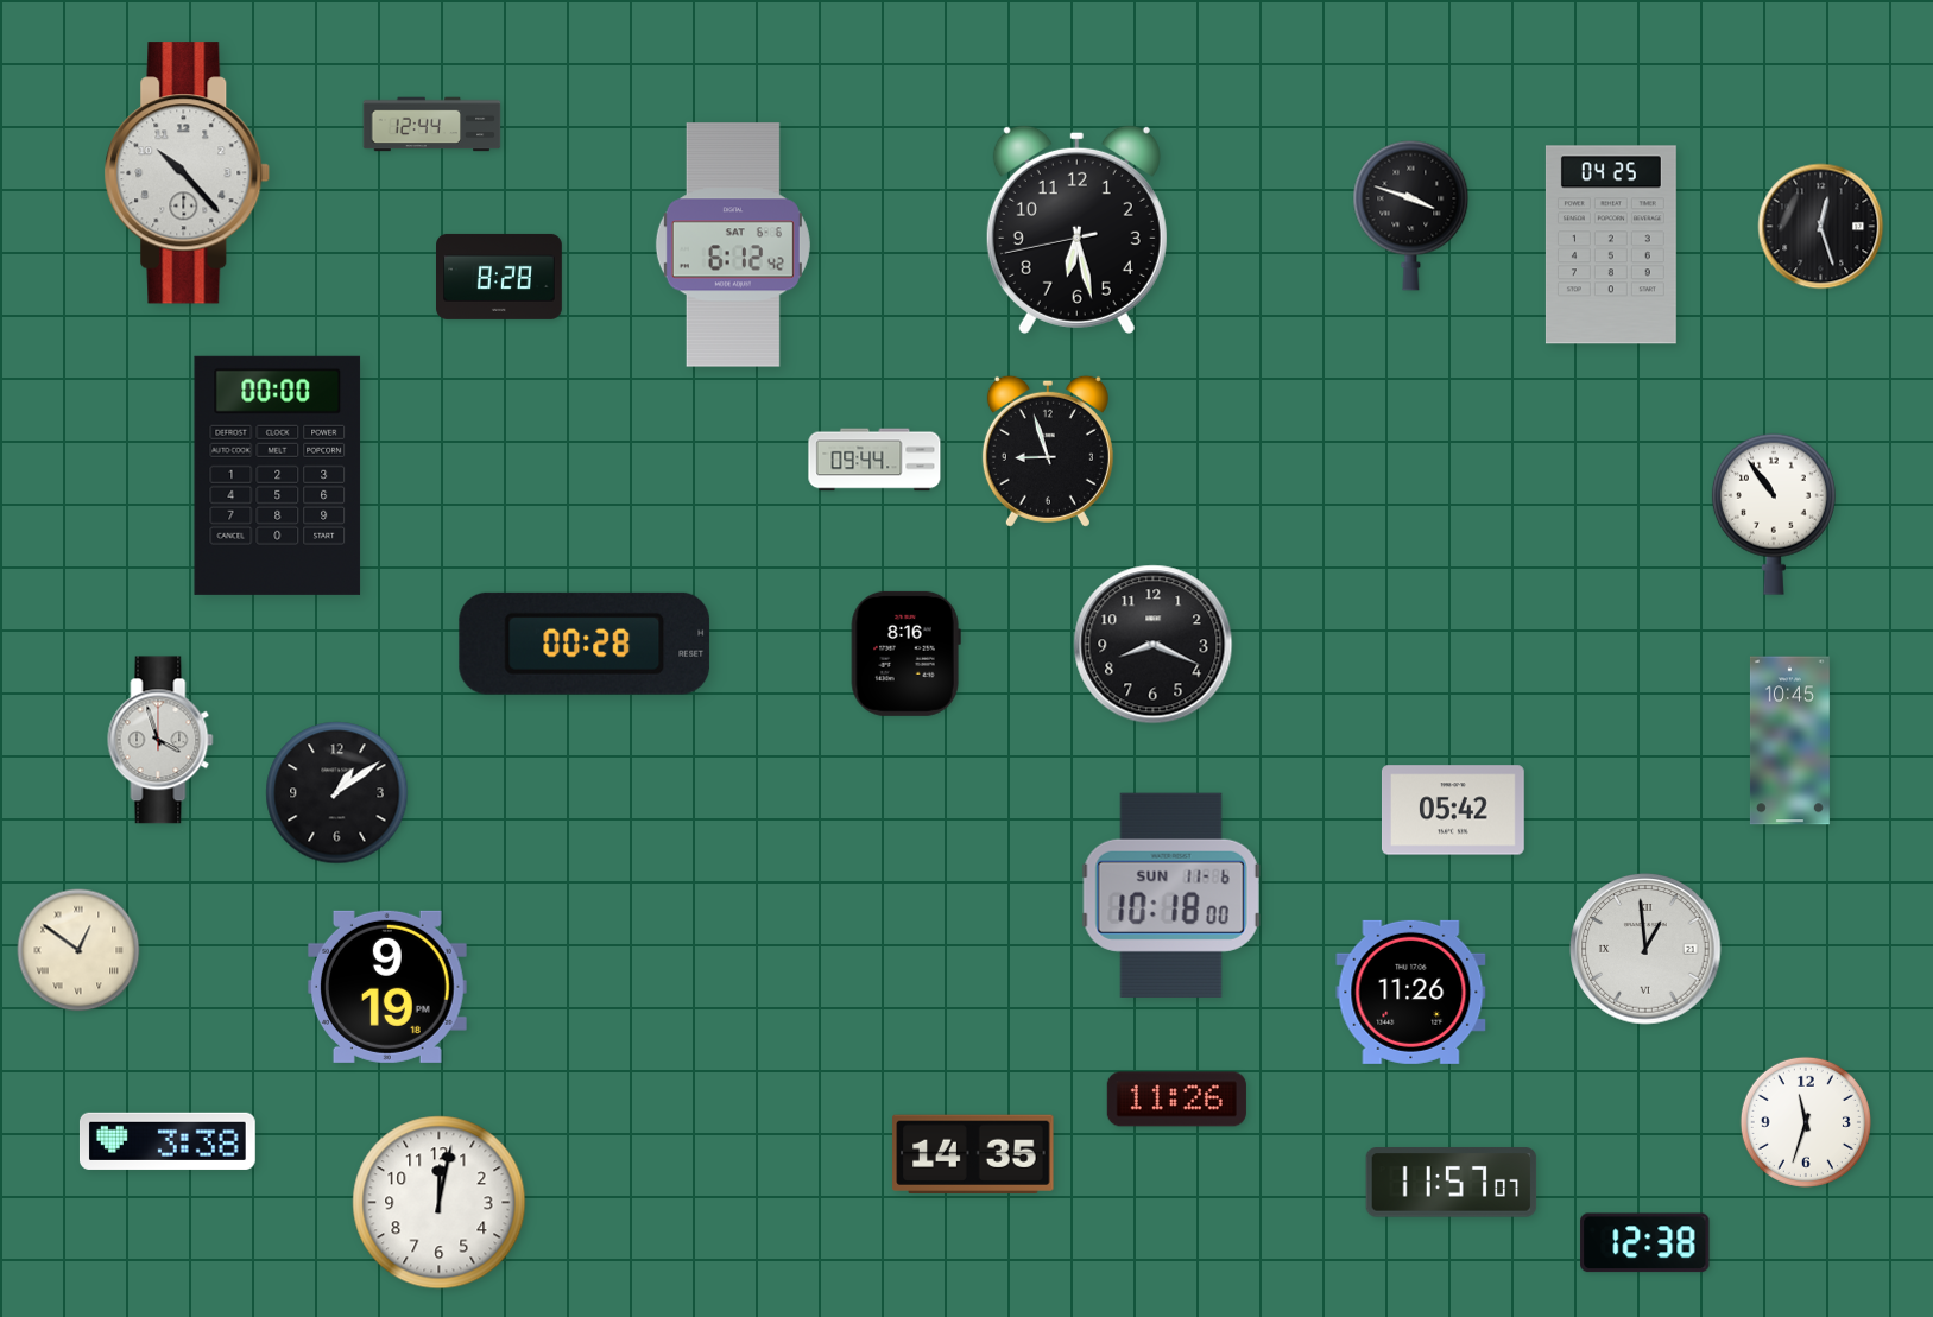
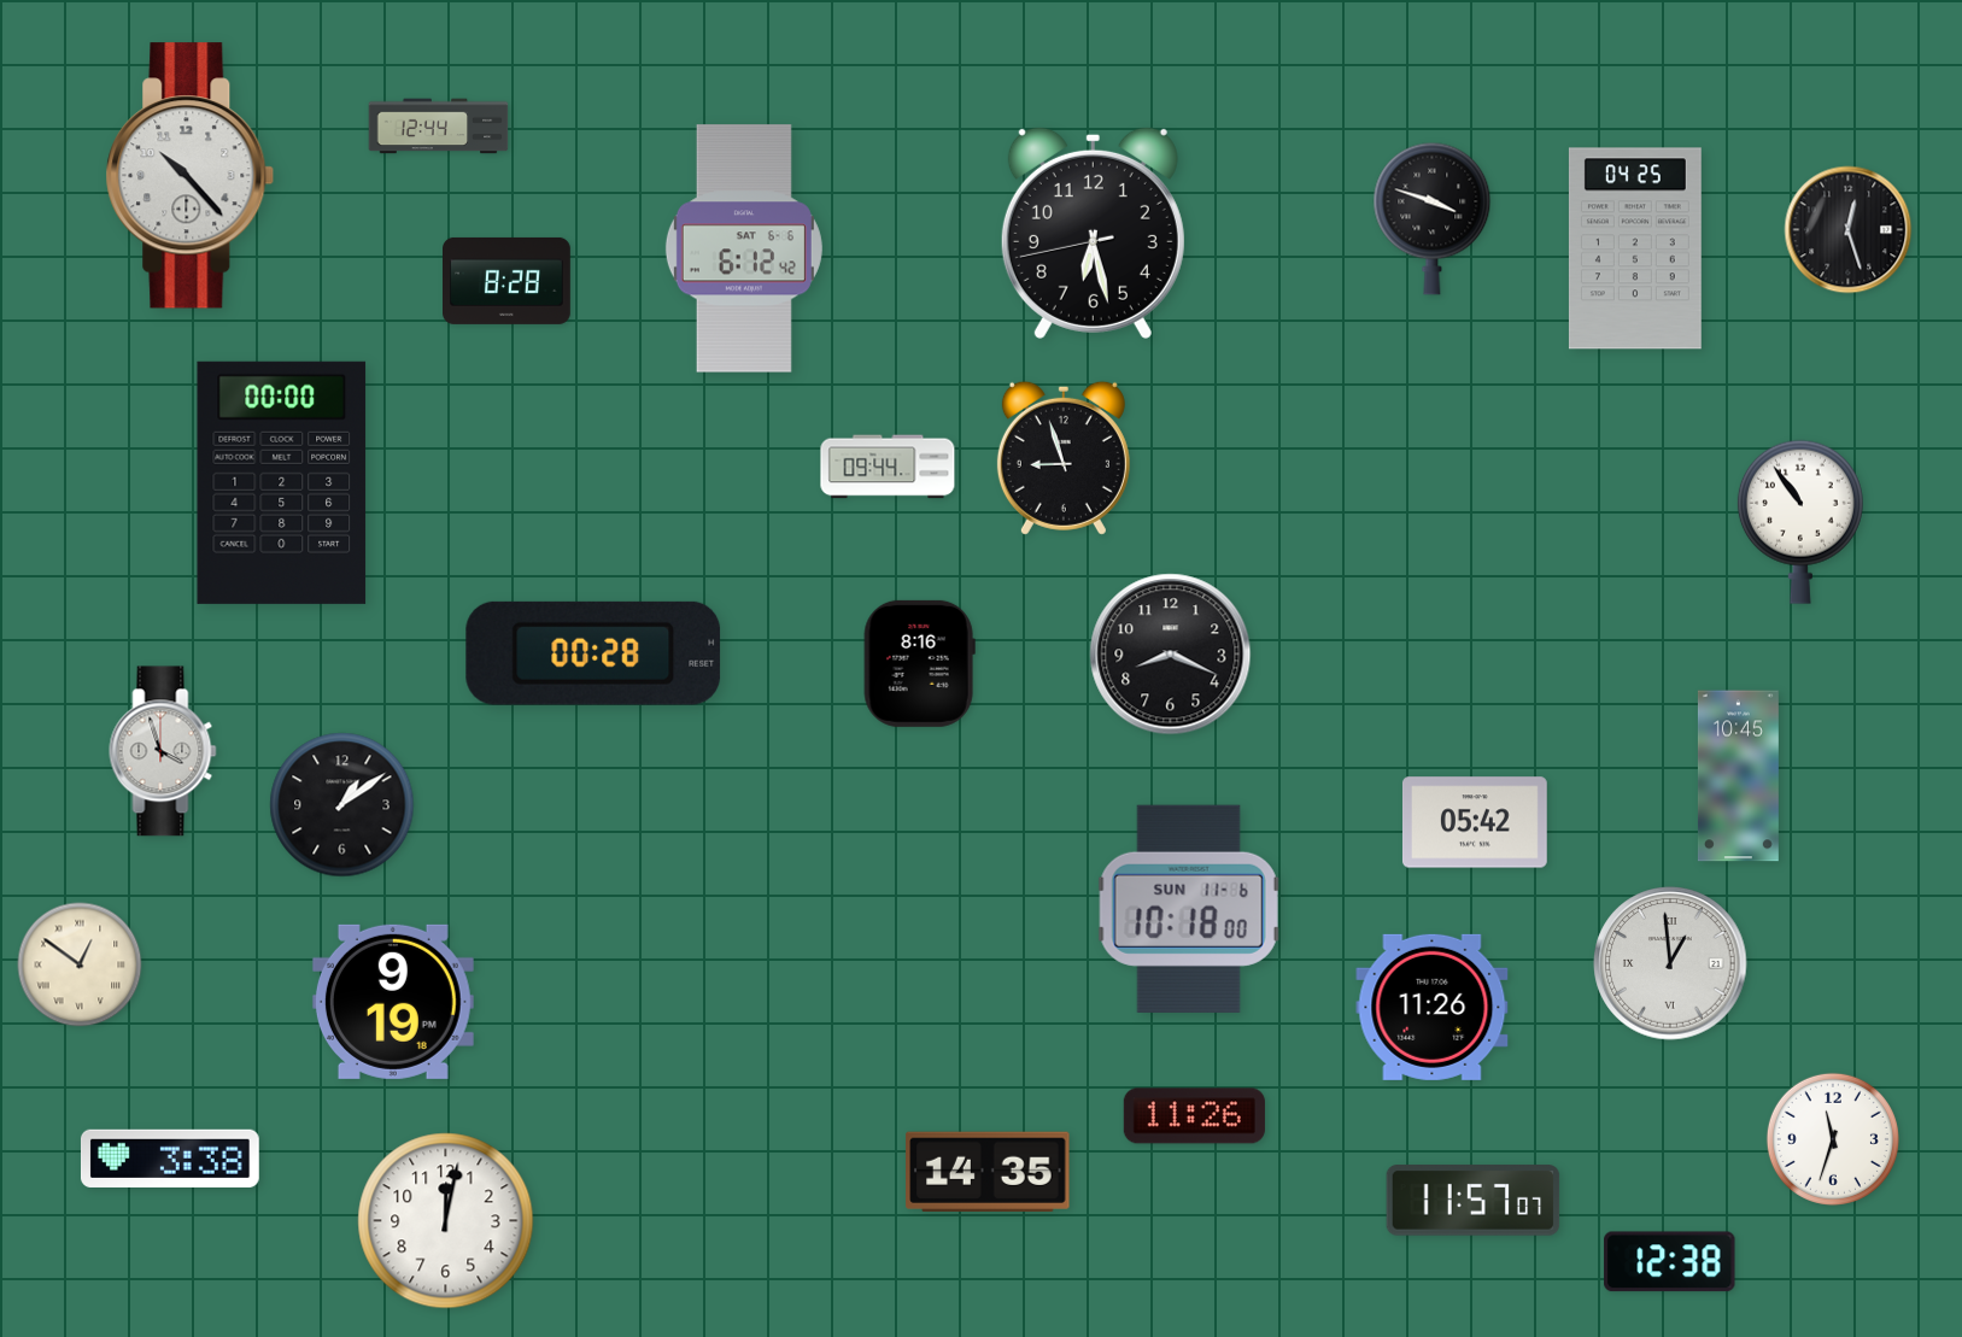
clock at (1789, 741) position: (1789, 741) -> (1738, 776)
